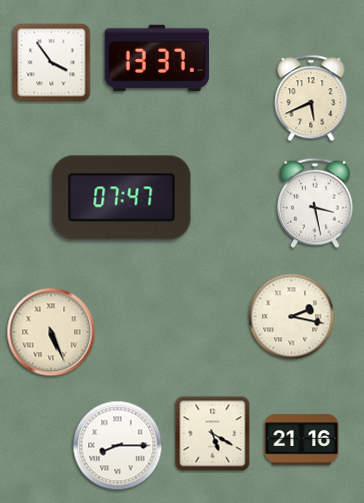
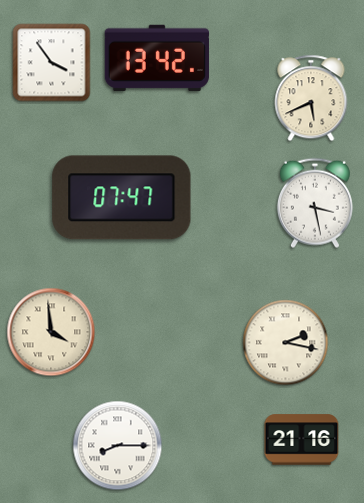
clock at (157, 58): 13:37 -> 13:42
clock at (292, 317) position: (292, 317) -> (286, 343)
clock at (51, 332): 5:26 -> 3:59
clock at (213, 434): 5:20 -> none
